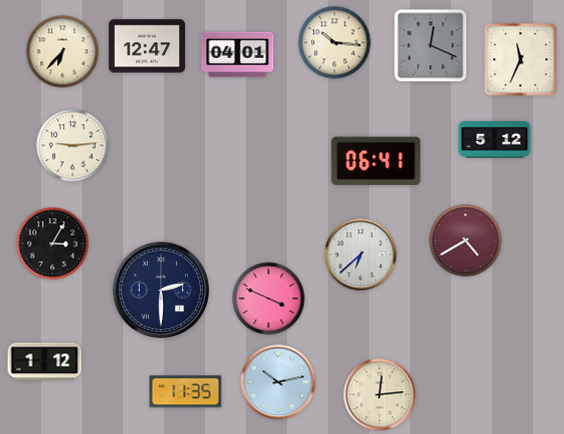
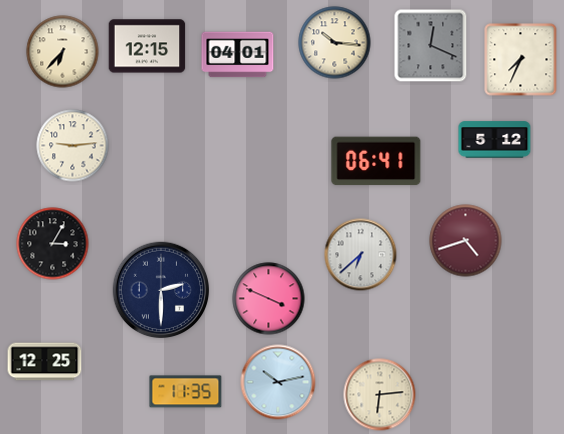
clock at (147, 46): 12:47 -> 12:15
clock at (521, 60): 11:34 -> 7:34
clock at (466, 241): 4:40 -> 4:42
clock at (45, 362): 1:12 -> 12:25
clock at (380, 395): 12:14 -> 6:14
